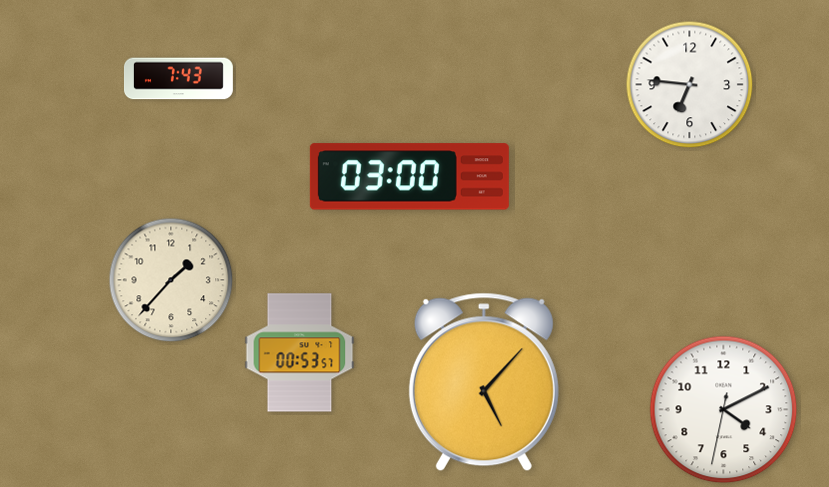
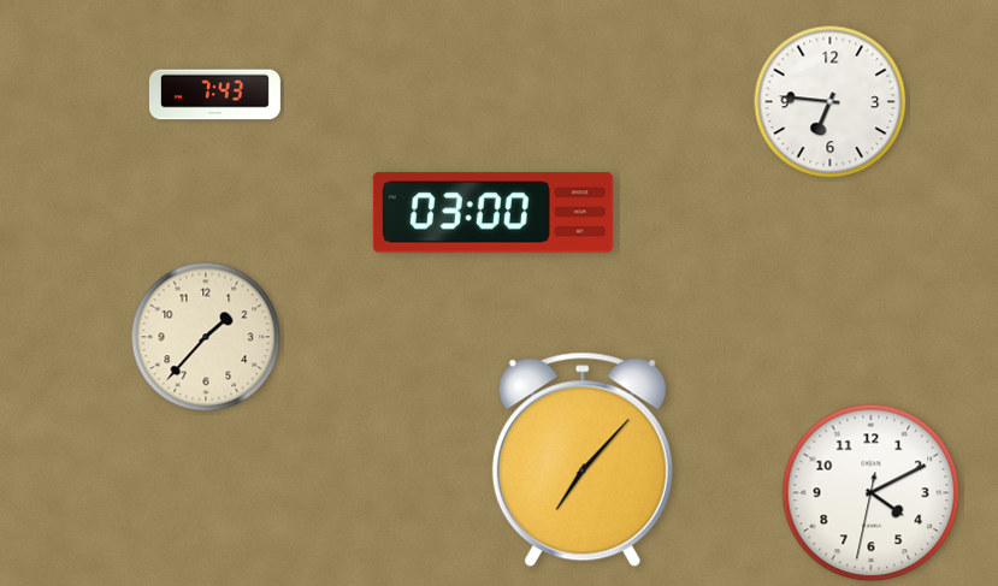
clock at (300, 353): 00:53 -> none
clock at (484, 382): 5:07 -> 7:07
